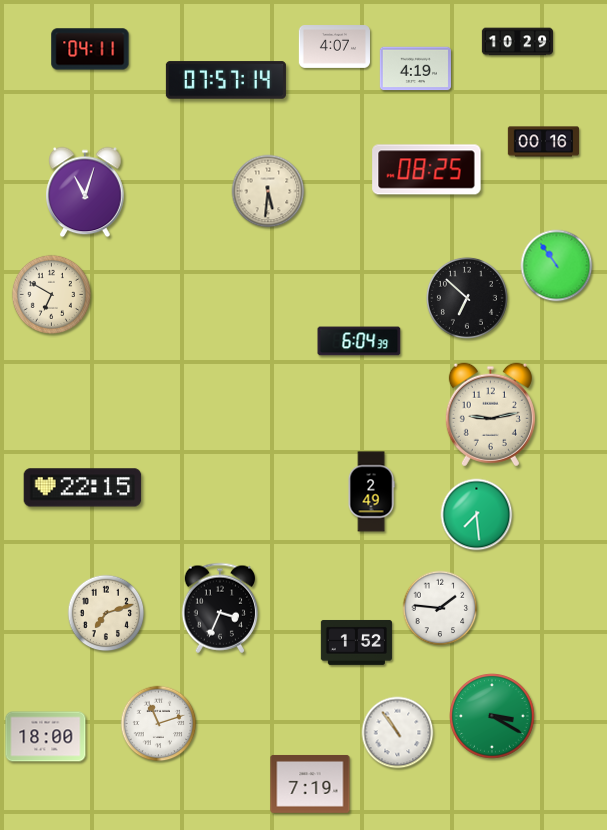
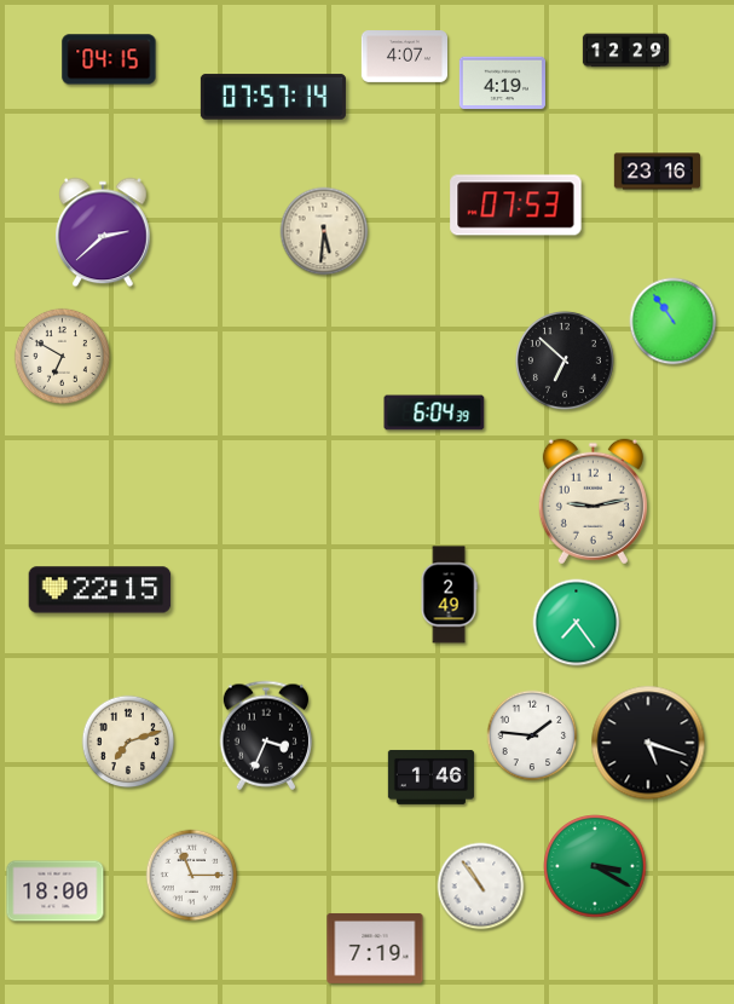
clock at (517, 42): 10:29 -> 12:29
clock at (90, 49): 04:11 -> 04:15
clock at (543, 142): 00:16 -> 23:16
clock at (427, 170): 08:25 -> 07:53
clock at (86, 192): 11:03 -> 2:38
clock at (477, 515): 7:29 -> 7:24
clock at (648, 743): none -> 5:18
clock at (356, 642): 1:52 -> 1:46
clock at (159, 724): 11:12 -> 11:15
